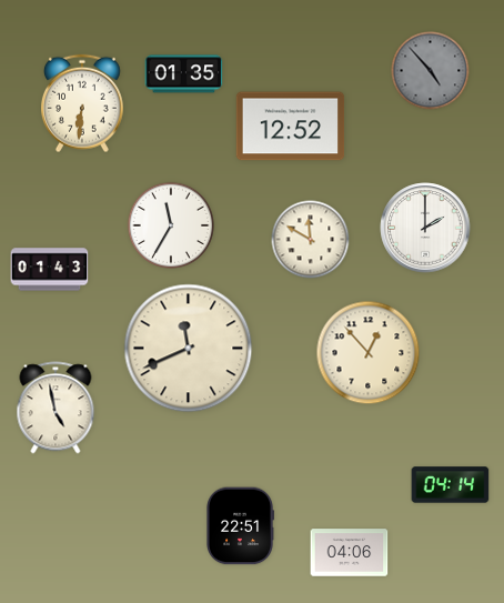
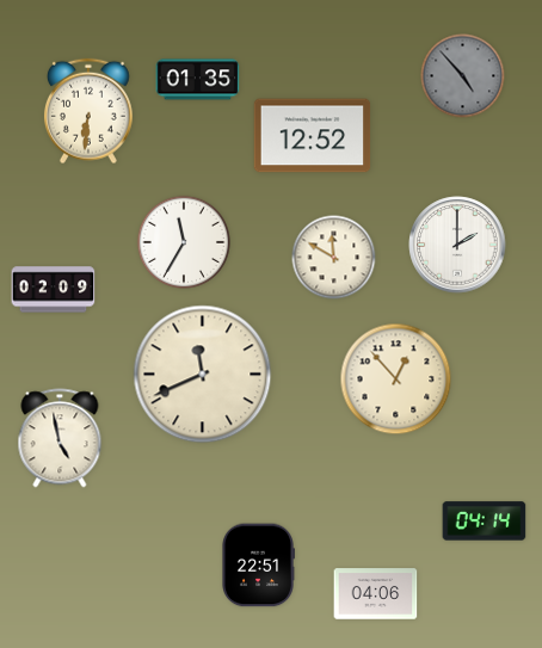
clock at (50, 270): 01:43 -> 02:09
